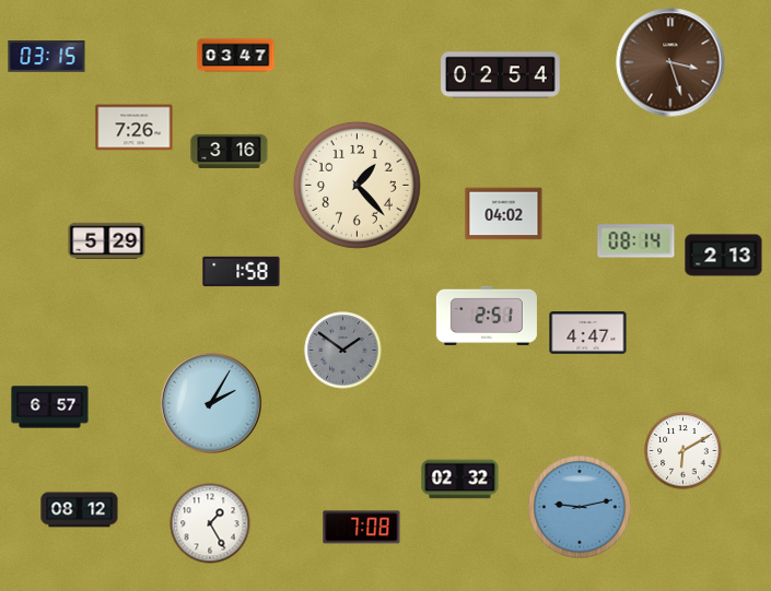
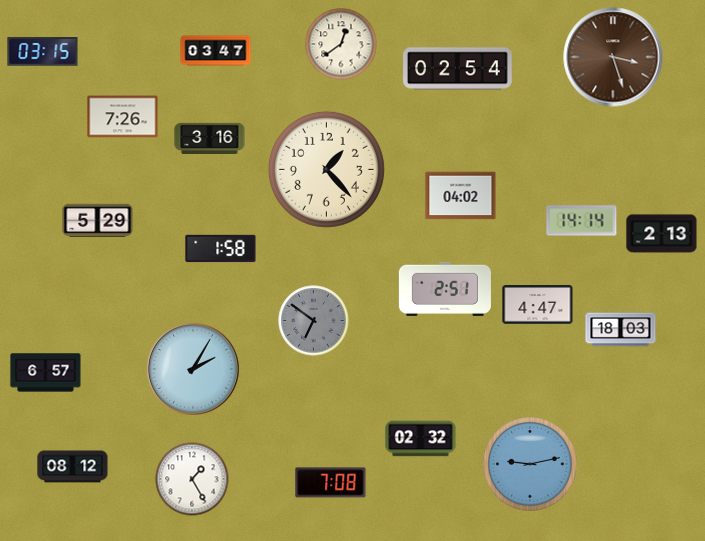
clock at (341, 44): none -> 12:39
clock at (636, 241): 08:14 -> 14:14
clock at (343, 351): 1:51 -> 6:51
clock at (621, 330): none -> 18:03
clock at (684, 451): 6:10 -> none
